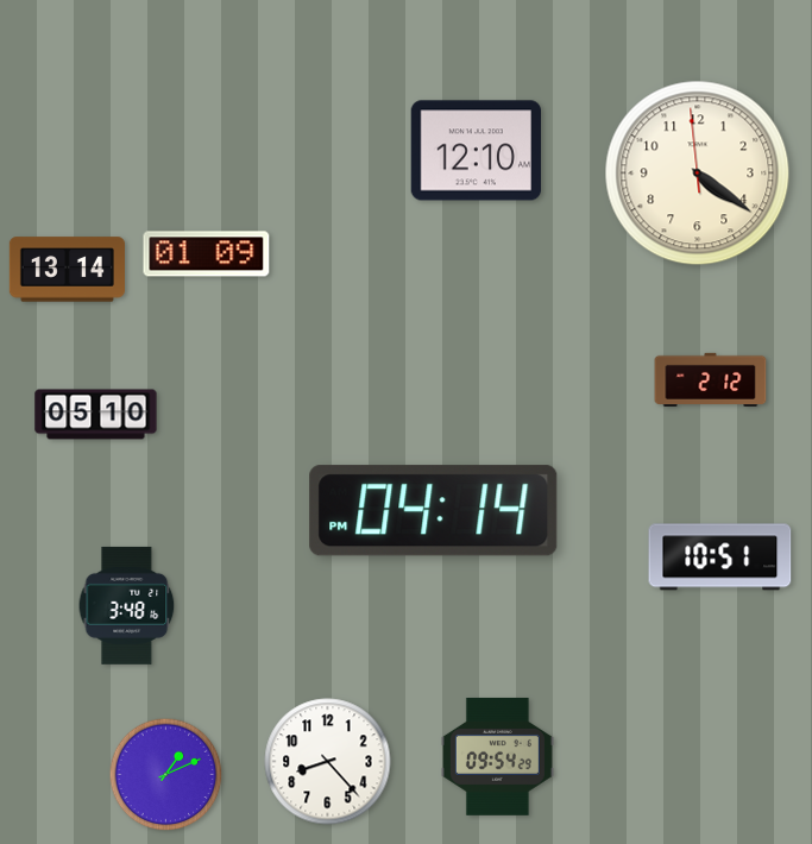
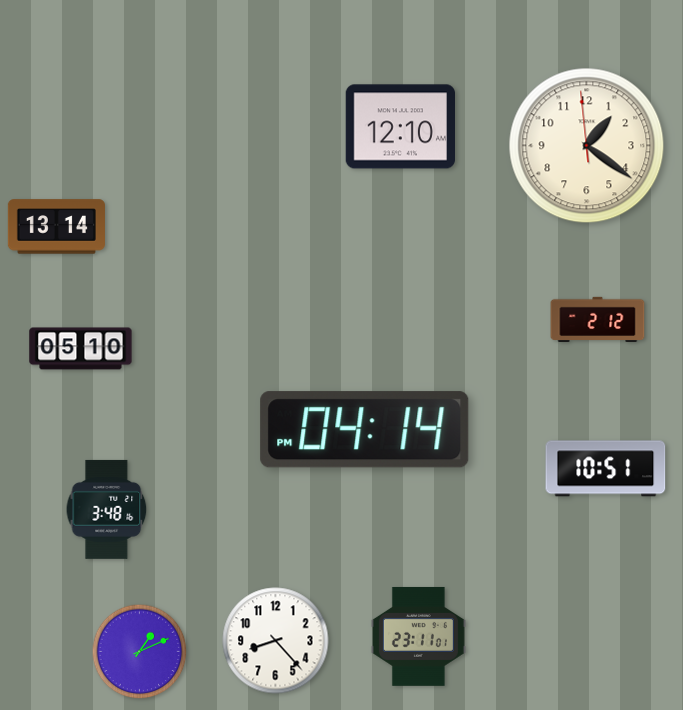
clock at (698, 174): 4:20 -> 1:20
clock at (207, 254): 01:09 -> none
clock at (497, 756): 09:54 -> 23:11
